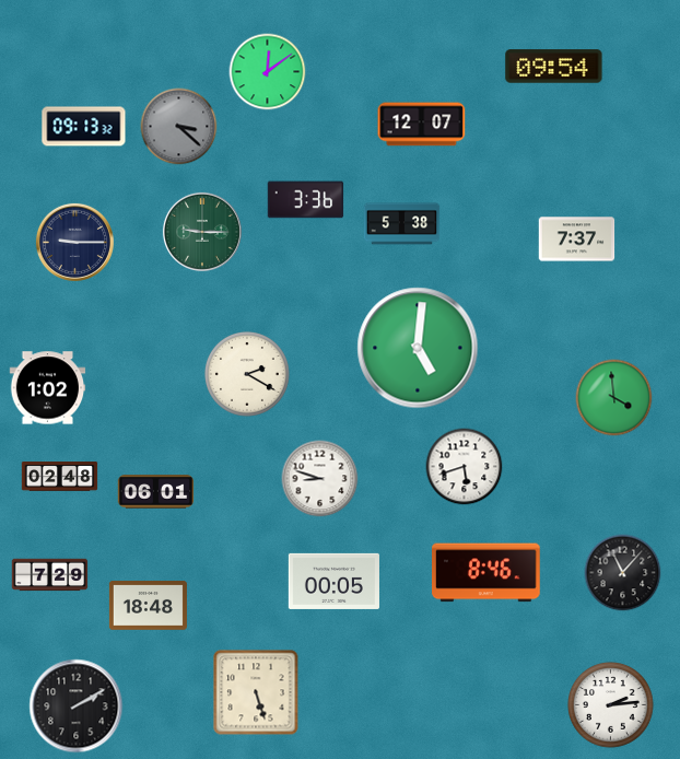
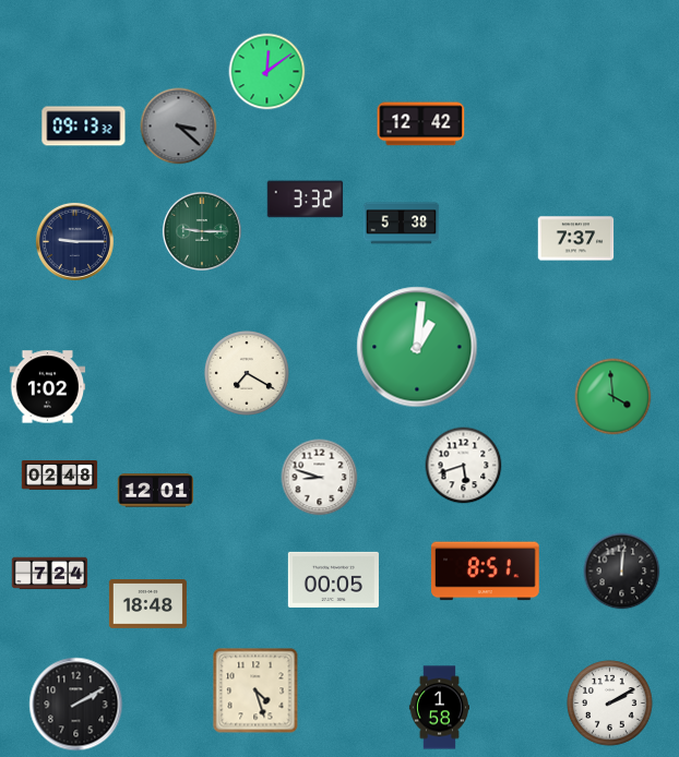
clock at (554, 67): 09:54 -> none
clock at (422, 125): 12:07 -> 12:42
clock at (306, 200): 3:36 -> 3:32
clock at (418, 348): 5:01 -> 1:01
clock at (247, 374): 2:20 -> 7:20
clock at (156, 492): 06:01 -> 12:01
clock at (486, 573): 8:46 -> 8:51
clock at (623, 573): 11:07 -> 12:01
clock at (50, 575): 7:29 -> 7:24
clock at (256, 692): 5:27 -> 4:27
clock at (611, 705): 2:14 -> 2:10
clock at (439, 708): none -> 1:58
